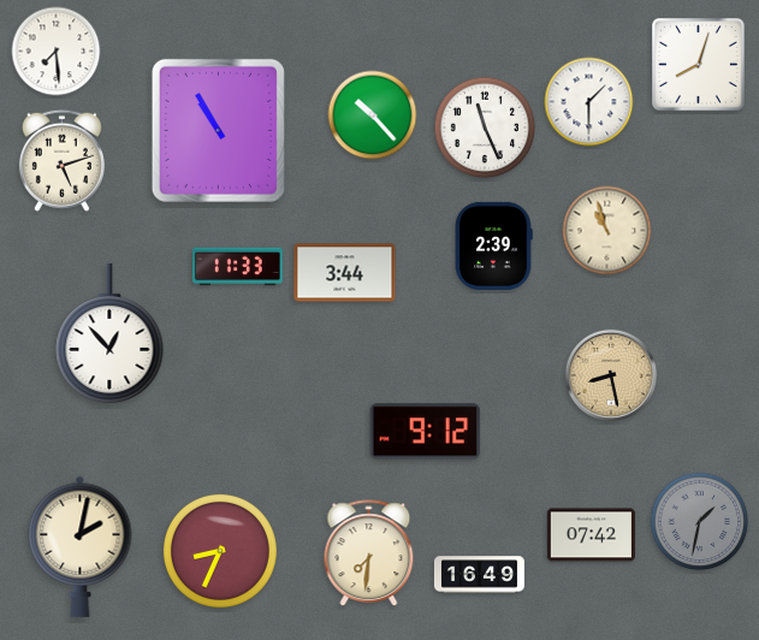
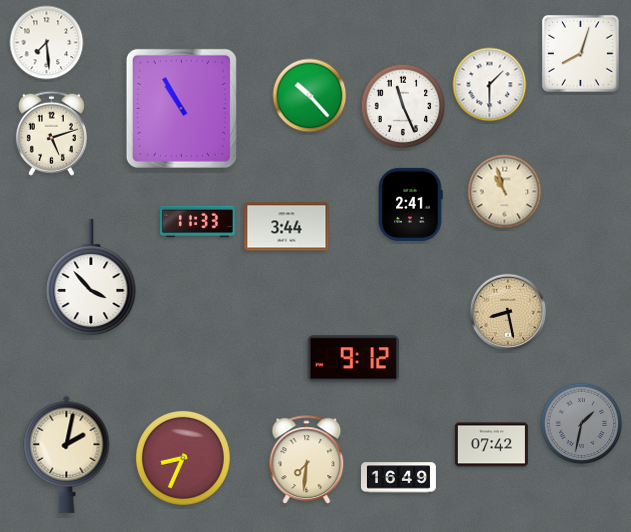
clock at (493, 245): 2:39 -> 2:41
clock at (109, 333): 12:53 -> 3:53
clock at (700, 522) position: (700, 522) -> (582, 424)
